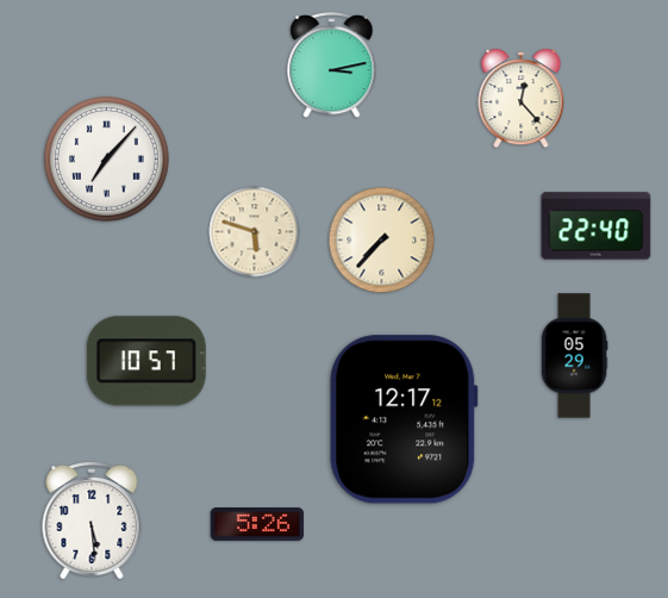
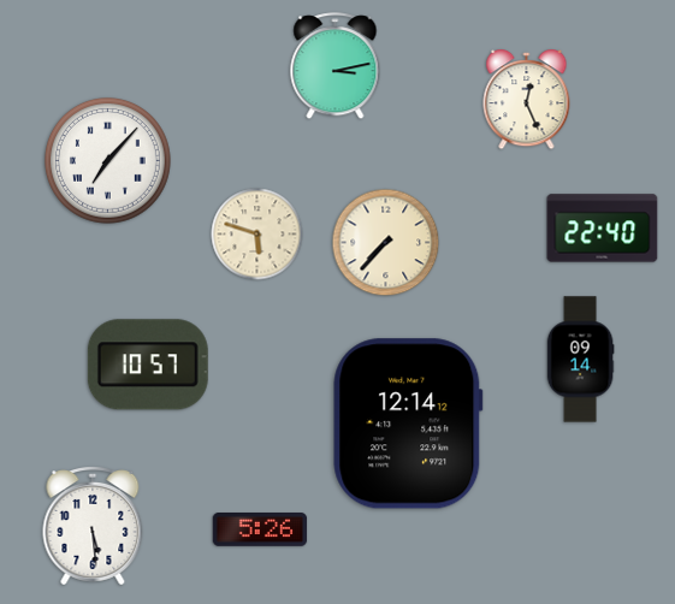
clock at (522, 100): 12:23 -> 12:26
clock at (574, 356): 05:29 -> 09:14
clock at (404, 419): 12:17 -> 12:14
